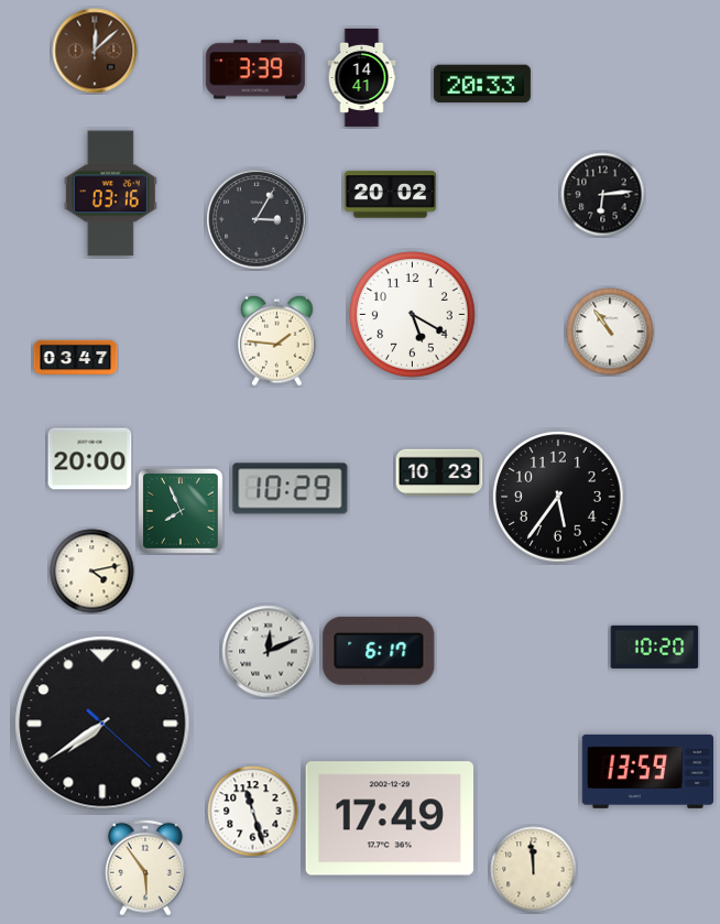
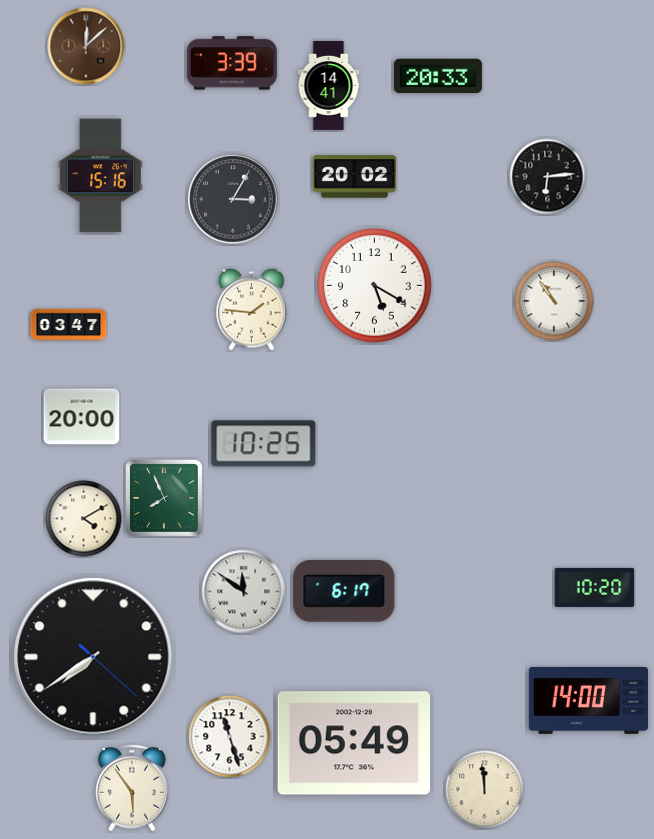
clock at (362, 77) position: (362, 77) -> (329, 85)
clock at (110, 194): 03:16 -> 15:16
clock at (439, 472): 10:23 -> none
clock at (291, 489): 10:29 -> 10:25
clock at (558, 497): 5:36 -> none
clock at (181, 511) position: (181, 511) -> (164, 498)
clock at (92, 572): 4:13 -> 4:10
clock at (269, 652): 12:11 -> 11:51
clock at (647, 771): 13:59 -> 14:00
clock at (389, 818): 17:49 -> 05:49
